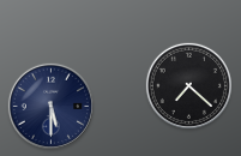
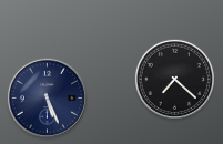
clock at (50, 106): 5:30 -> 5:26
